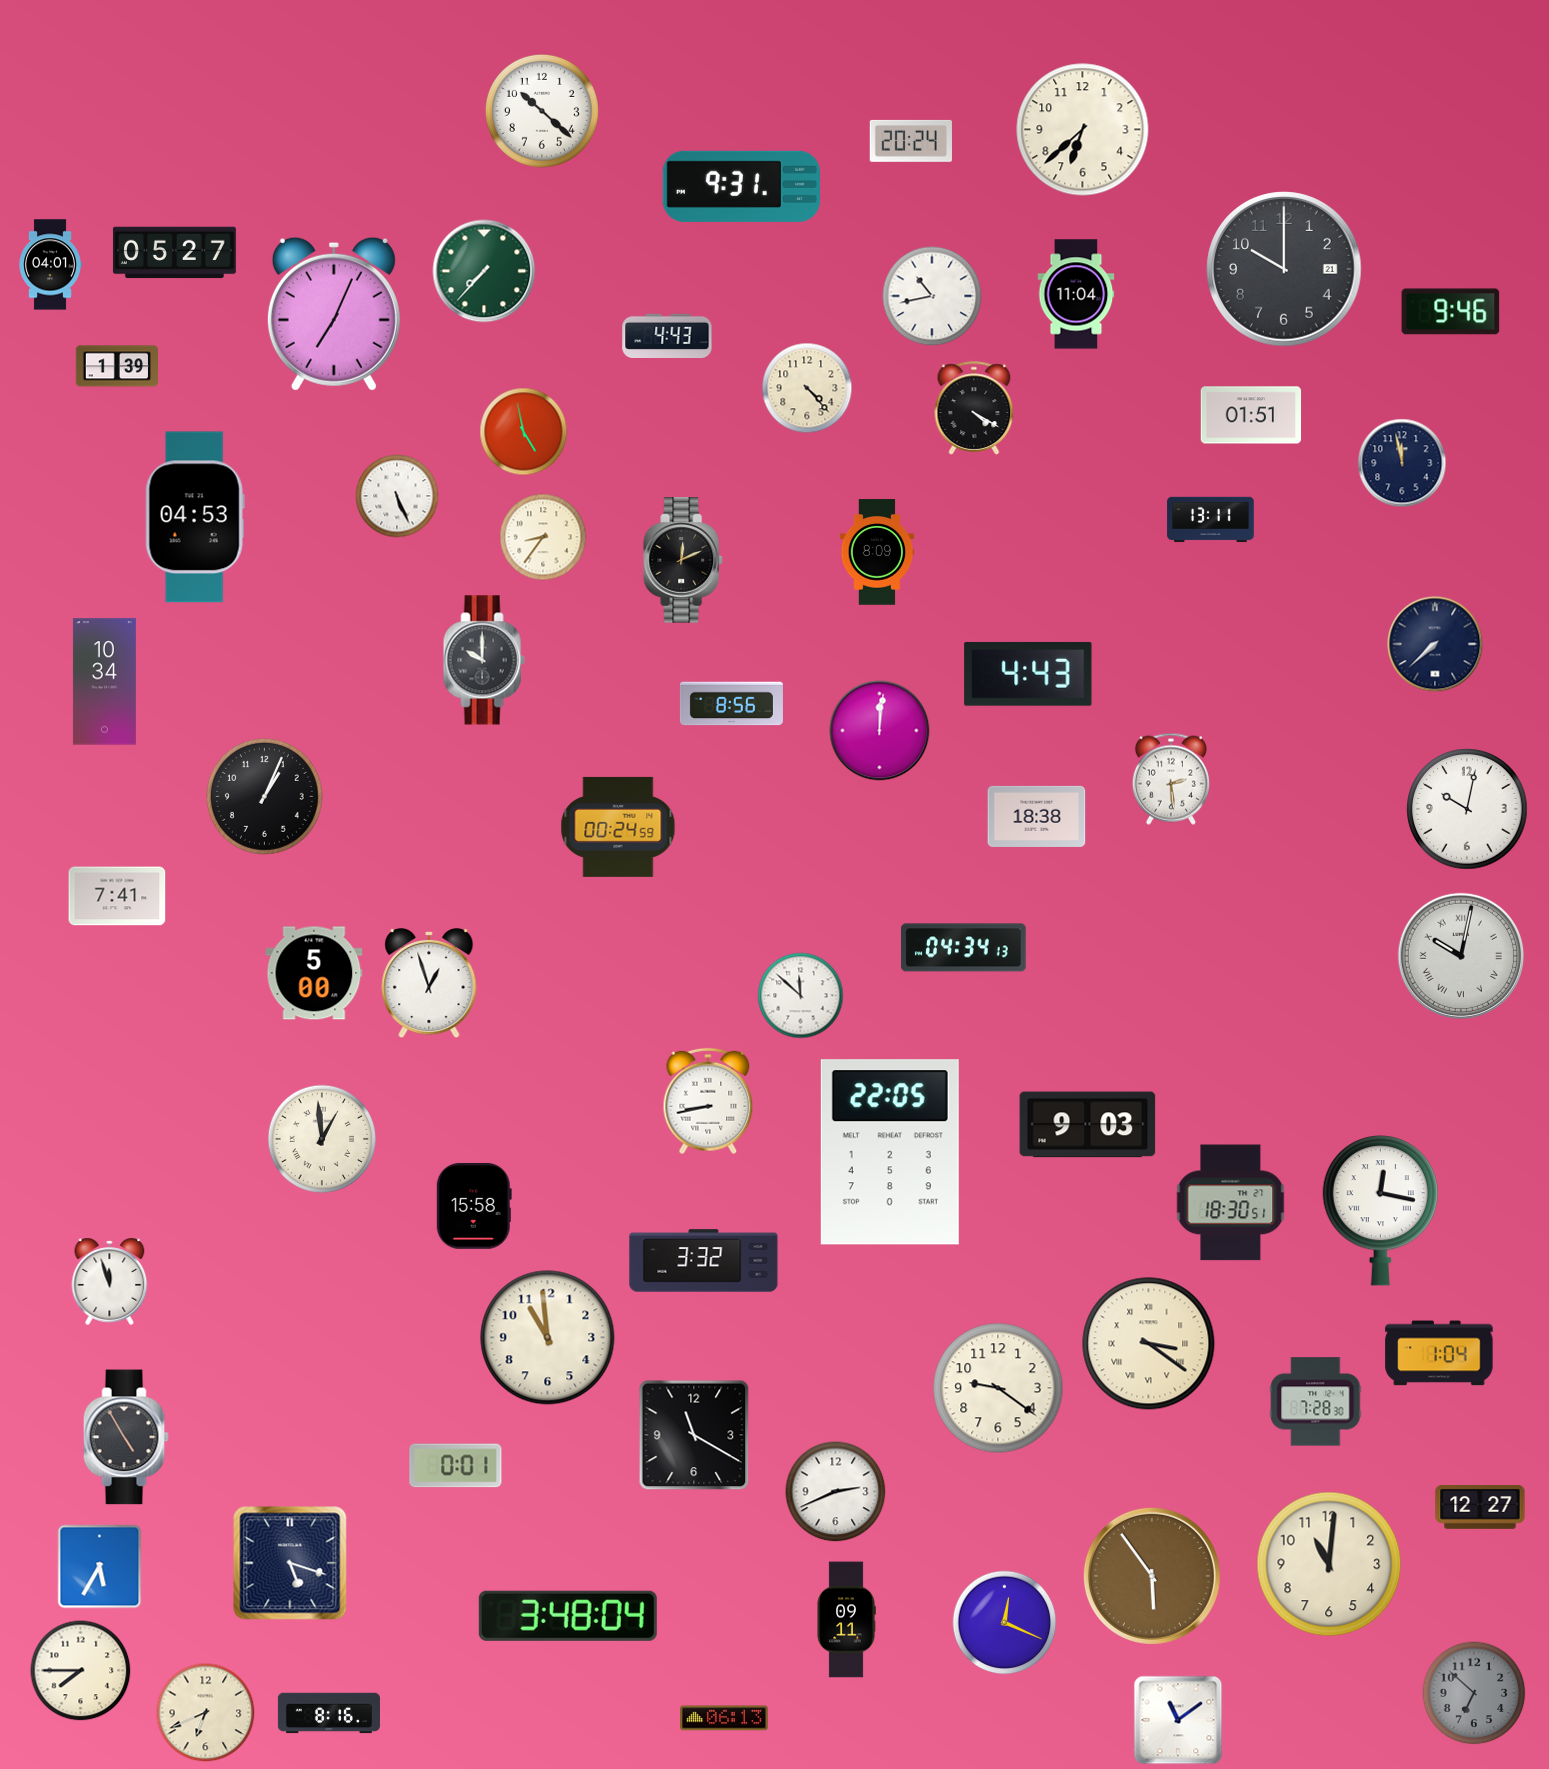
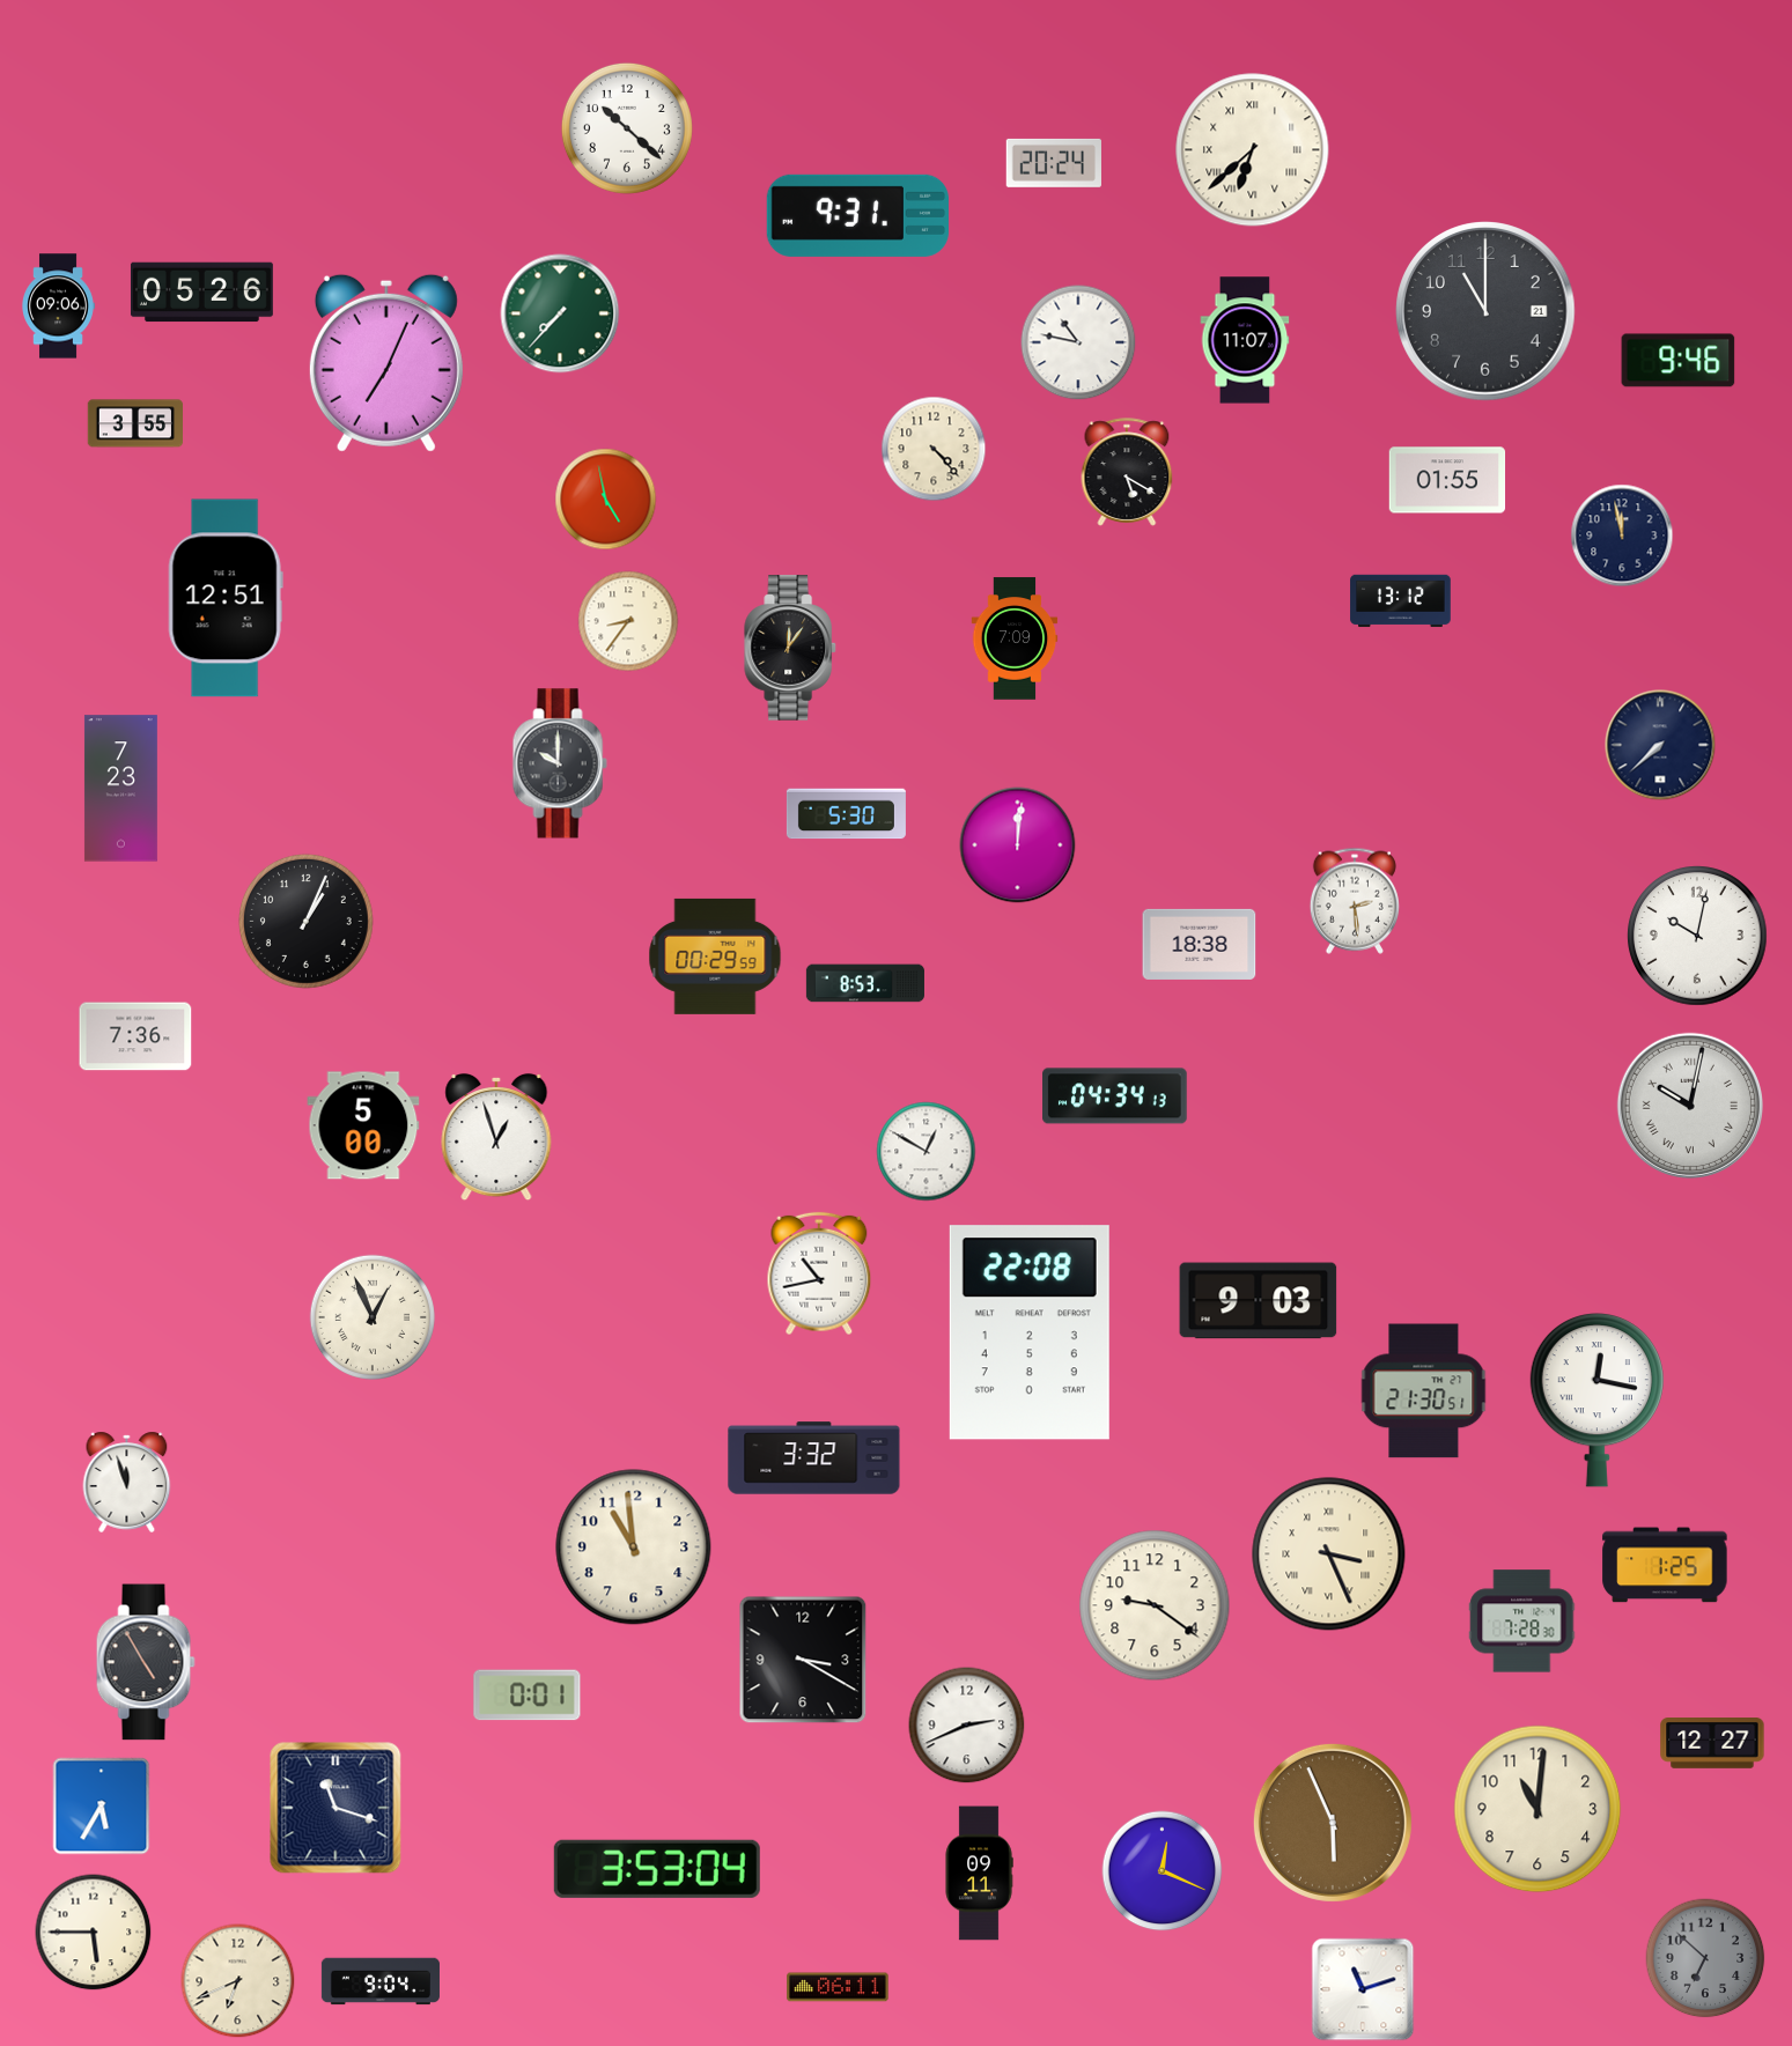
clock at (1083, 130) numerals: Arabic -> Roman
clock at (174, 253): 05:27 -> 05:26
clock at (50, 265): 04:01 -> 09:06
clock at (1284, 269): 10:00 -> 11:00
clock at (1076, 294): 11:04 -> 11:07
clock at (932, 296): 10:43 -> 10:47
clock at (667, 335): 4:43 -> none
clock at (116, 366): 1:39 -> 3:55
clock at (974, 408): 4:20 -> 5:20
clock at (1251, 415): 01:51 -> 01:55
clock at (397, 496): 5:26 -> none
clock at (195, 517): 04:53 -> 12:51
clock at (1211, 520): 13:11 -> 13:12
clock at (877, 552): 8:09 -> 7:09
clock at (683, 560): 12:11 -> 12:06
clock at (1028, 674): 4:43 -> none
clock at (104, 682): 10:34 -> 7:23
clock at (731, 704): 8:56 -> 5:30
clock at (618, 827): 00:24 -> 00:29
clock at (865, 983): none -> 8:53
clock at (117, 896): 7:41 -> 7:36
clock at (801, 996): 11:52 -> 12:50
clock at (708, 1101): 8:43 -> 10:43
clock at (321, 1138): 12:59 -> 12:56
clock at (890, 1152): 22:05 -> 22:08
clock at (1231, 1203): 18:30 -> 21:30
clock at (474, 1206): 15:58 -> none
clock at (1149, 1344): 3:21 -> 3:26
clock at (1439, 1353): 1:04 -> 1:25
clock at (694, 1435): 11:20 -> 3:20
clock at (290, 1563): 5:18 -> 11:18
clock at (100, 1567) position: (100, 1567) -> (102, 1807)
clock at (1152, 1576): 5:54 -> 5:56
clock at (568, 1616): 3:48 -> 3:53
clock at (1005, 1623) position: (1005, 1623) -> (1163, 1871)
clock at (81, 1671): 7:45 -> 5:45
clock at (329, 1713): 8:16 -> 9:04
clock at (724, 1718): 06:13 -> 06:11
clock at (1178, 1720): 11:09 -> 11:12
